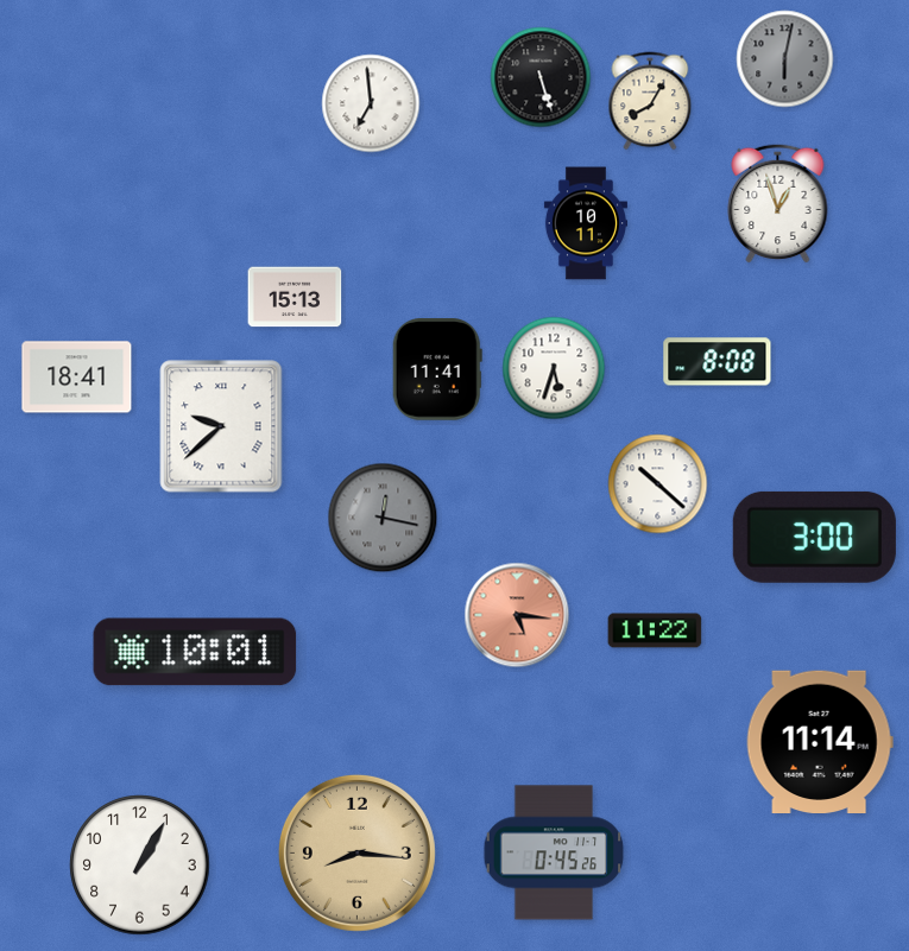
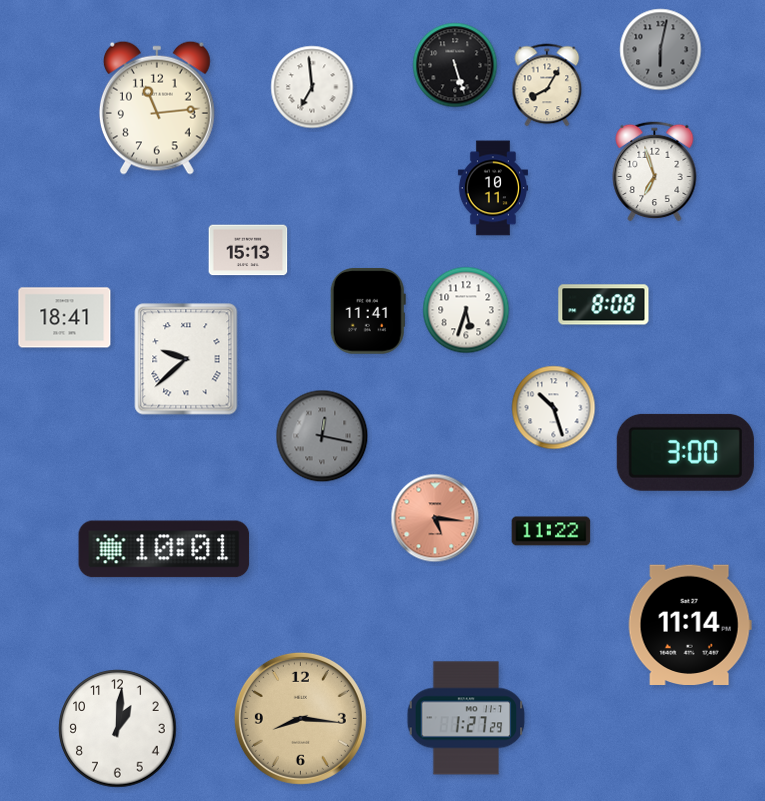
clock at (157, 108): none -> 11:14
clock at (778, 203): 12:57 -> 6:57
clock at (658, 484): 10:22 -> 10:27
clock at (554, 852): 0:45 -> 1:27
clock at (140, 866): 1:05 -> 1:01
